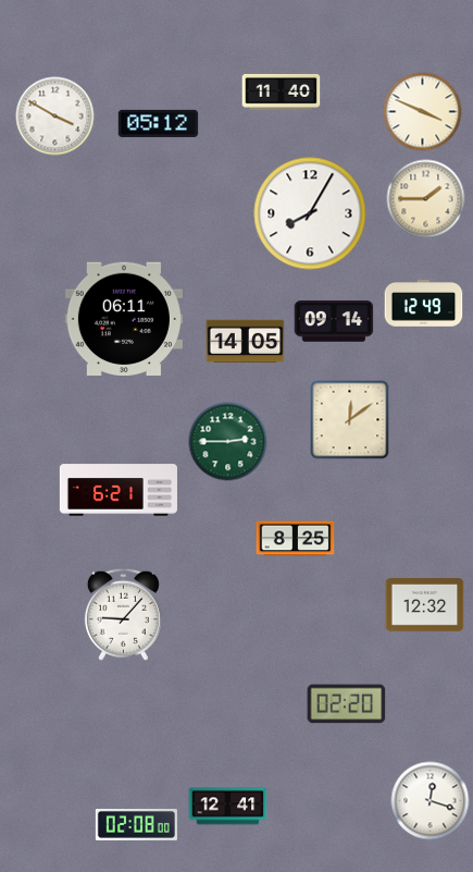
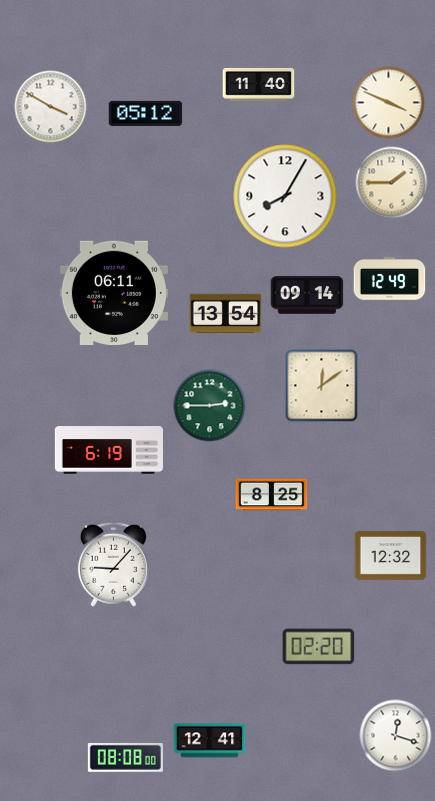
clock at (246, 342): 14:05 -> 13:54
clock at (119, 490): 6:21 -> 6:19
clock at (136, 824): 02:08 -> 08:08
